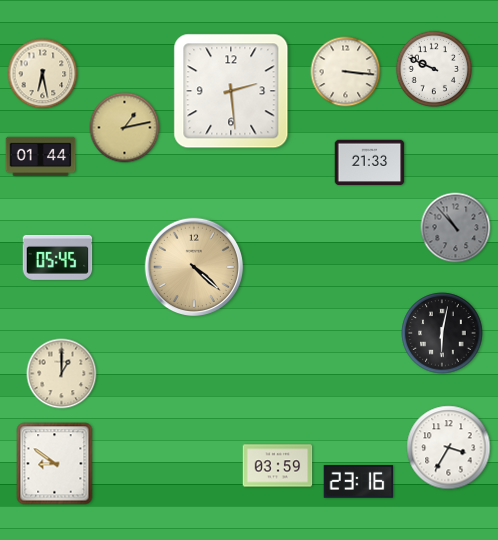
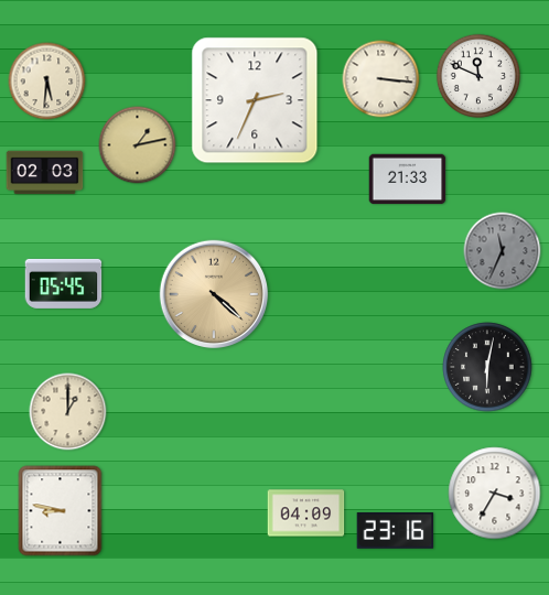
clock at (434, 69): 9:49 -> 11:49
clock at (43, 74): 6:28 -> 5:31
clock at (231, 91): 2:29 -> 2:34
clock at (125, 128) position: (125, 128) -> (138, 145)
clock at (41, 157): 01:44 -> 02:03
clock at (456, 228): 10:53 -> 11:34
clock at (55, 464): 8:51 -> 8:47
clock at (278, 466): 03:59 -> 04:09
